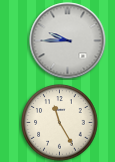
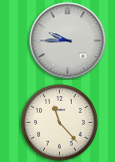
clock at (60, 123): 11:25 -> 11:23
